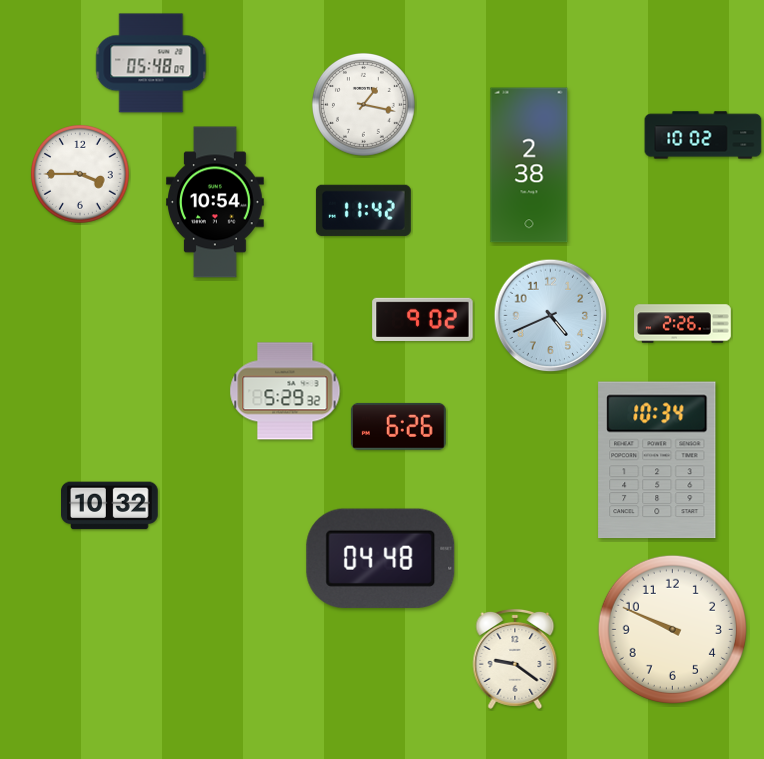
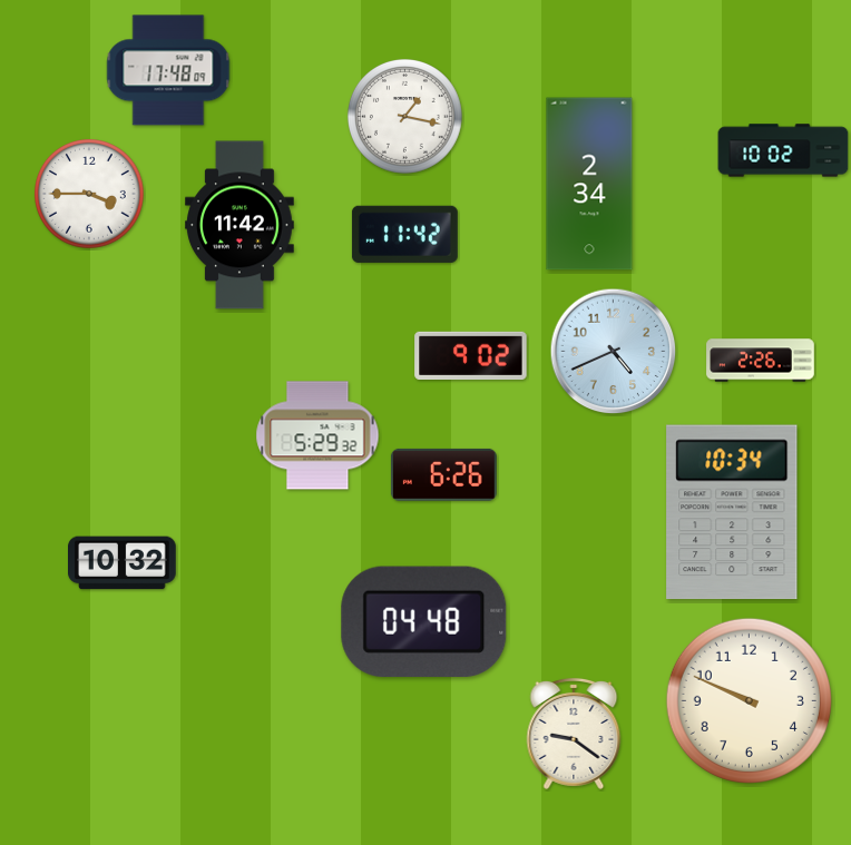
clock at (151, 63): 05:48 -> 17:48
clock at (529, 165): 2:38 -> 2:34
clock at (216, 202): 10:54 -> 11:42
